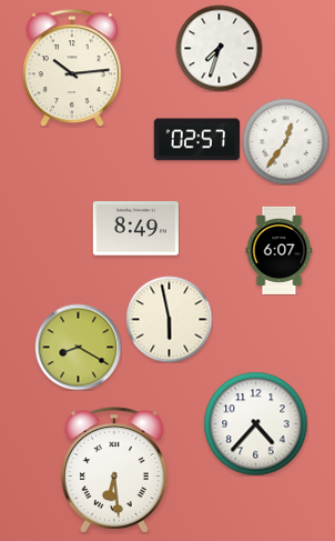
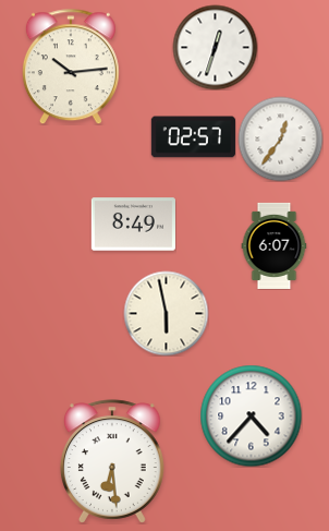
clock at (219, 48): 7:33 -> 12:33
clock at (78, 347): 8:20 -> none
